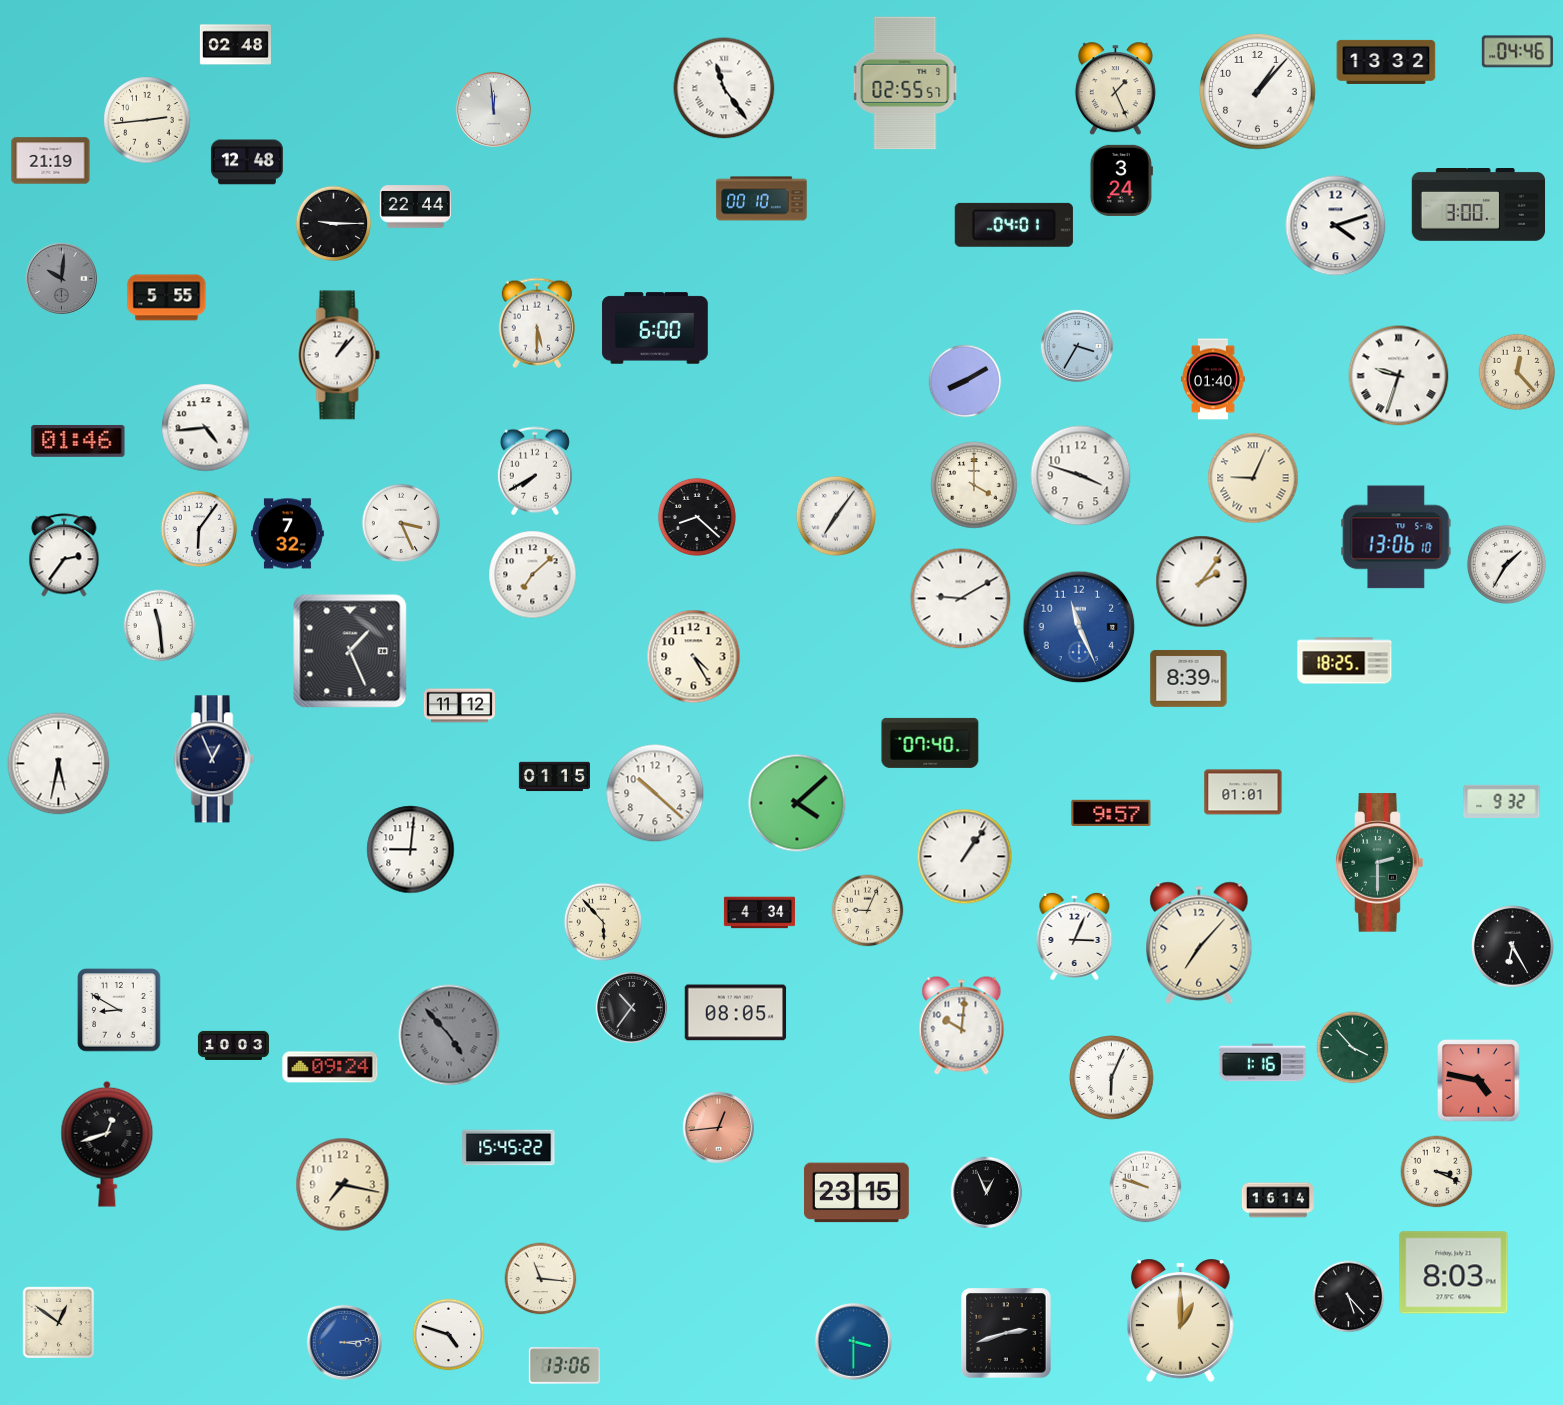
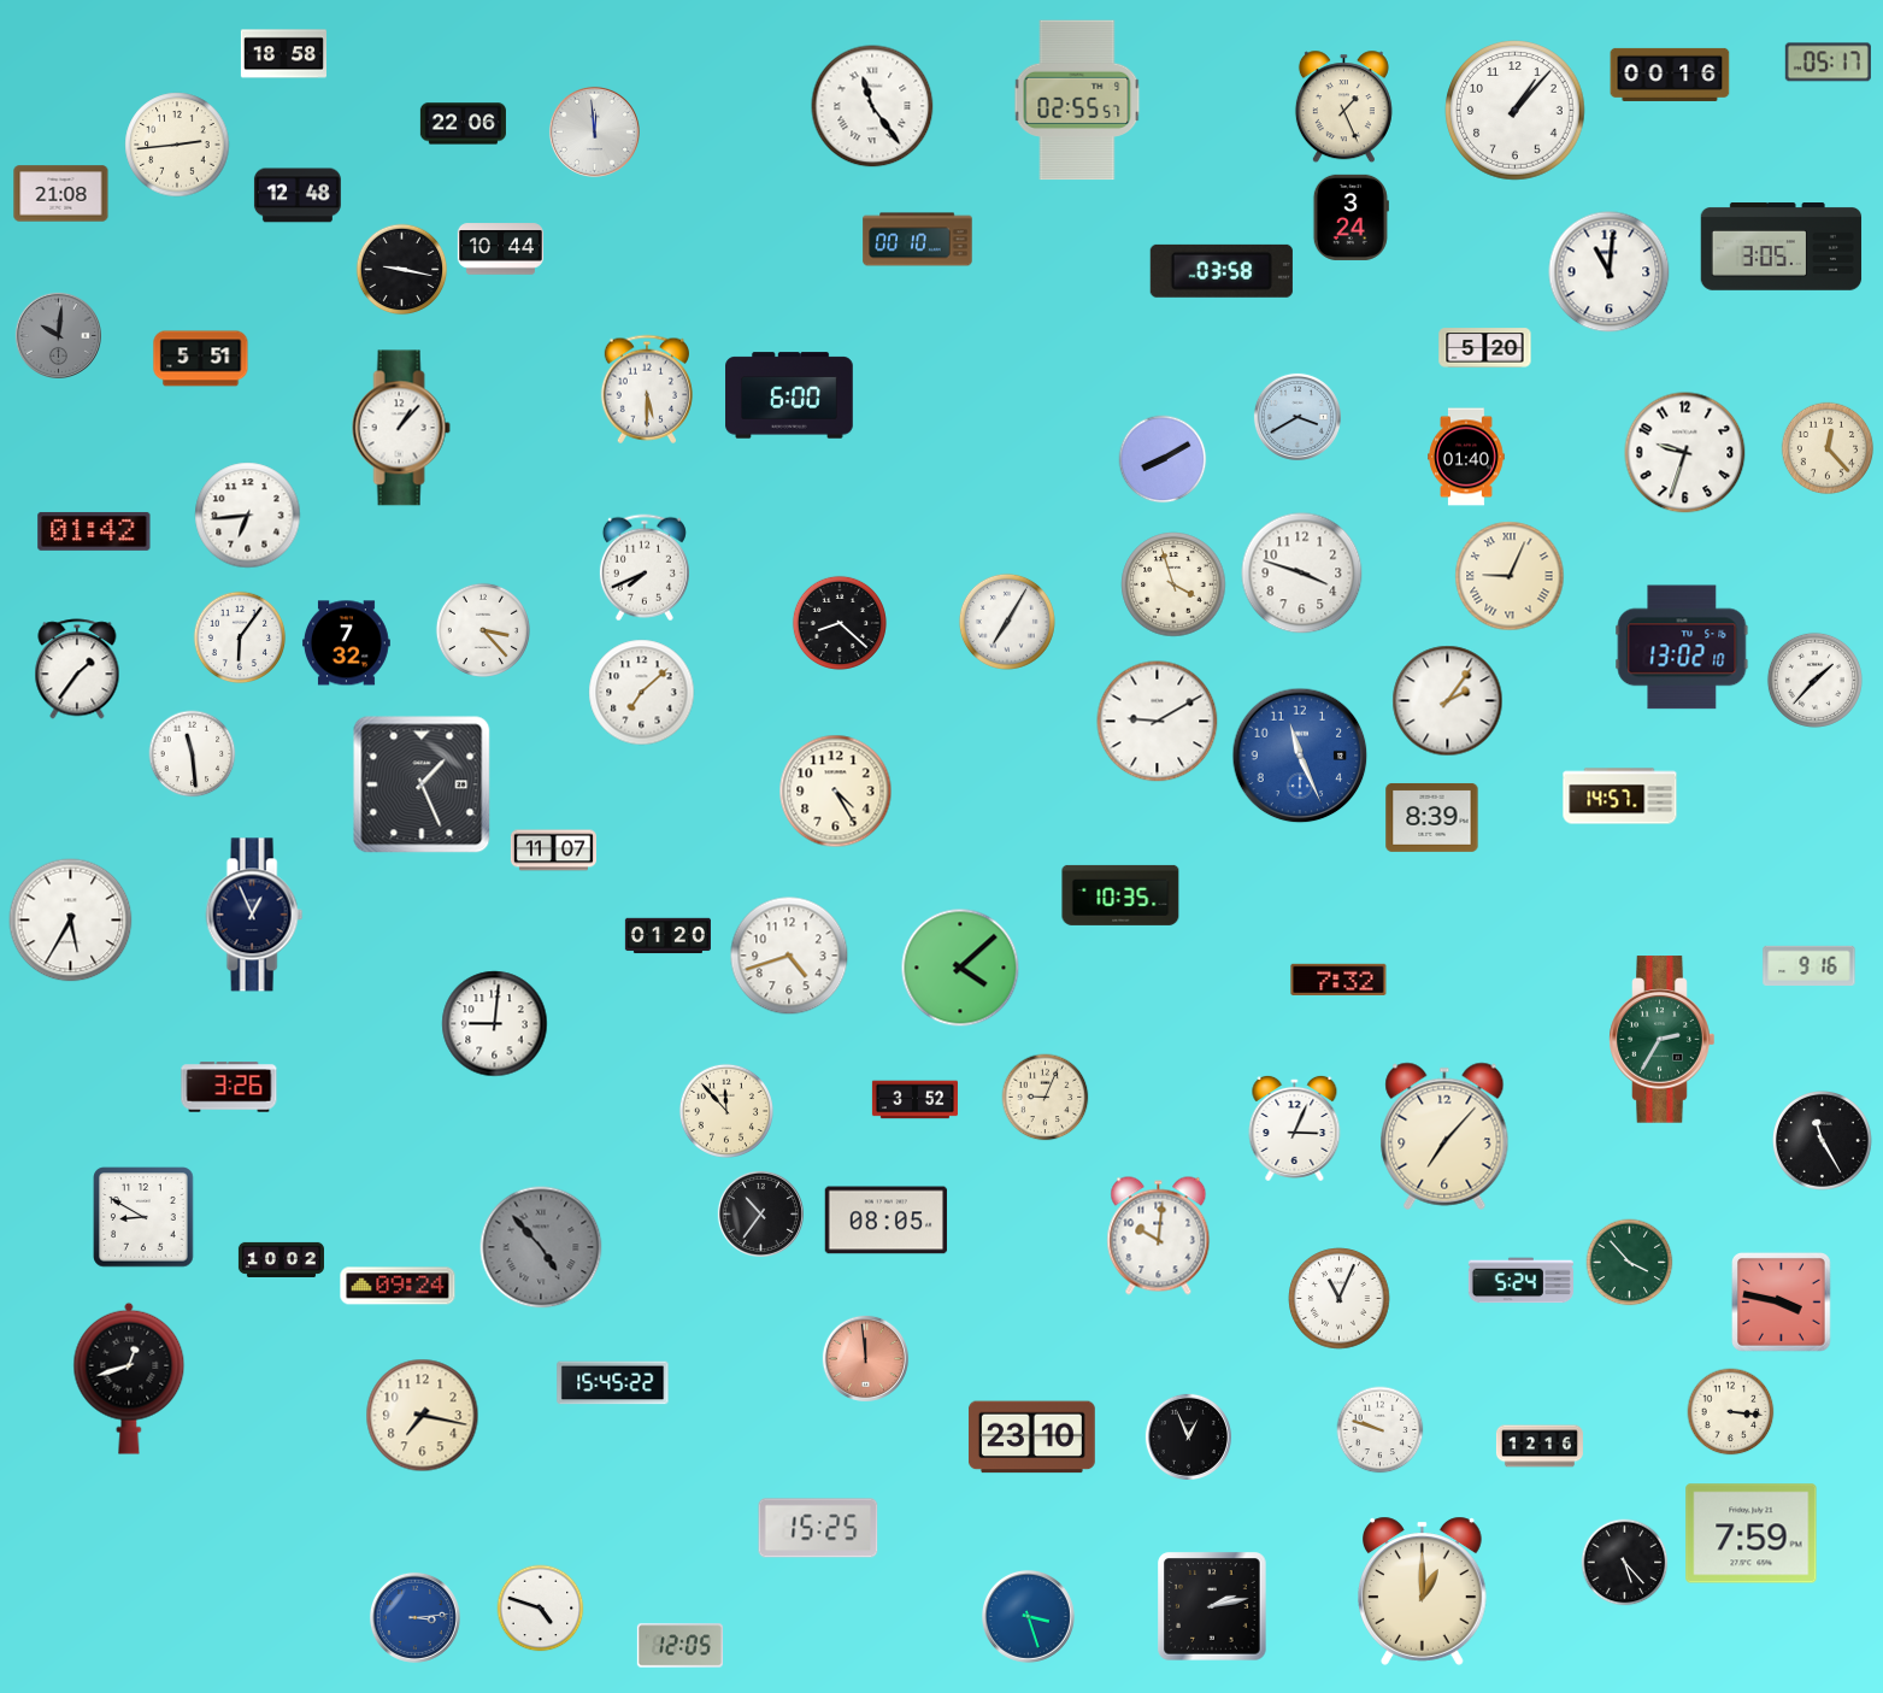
clock at (235, 45): 02:48 -> 18:58
clock at (1517, 52): 04:46 -> 05:17
clock at (1386, 62): 13:32 -> 00:16
clock at (905, 83) position: (905, 83) -> (1077, 100)
clock at (463, 124): none -> 22:06
clock at (51, 161): 21:19 -> 21:08
clock at (1479, 205): 3:00 -> 3:05
clock at (415, 207): 22:44 -> 10:44
clock at (334, 224): 9:15 -> 9:17
clock at (1014, 225): 04:01 -> 03:58
clock at (1336, 226): 4:12 -> 11:01
clock at (61, 278) position: (61, 278) -> (58, 335)
clock at (1485, 348): none -> 5:20
clock at (167, 298): 5:55 -> 5:51
clock at (1077, 346): 3:35 -> 3:40
clock at (339, 355) position: (339, 355) -> (401, 428)
clock at (1399, 376) numerals: Roman -> Arabic
clock at (1213, 379) position: (1213, 379) -> (1466, 457)
clock at (206, 428): 4:44 -> 6:44
clock at (78, 441): 01:46 -> 01:42
clock at (535, 471): 7:40 -> 7:41
clock at (974, 485): 4:00 -> 3:57
clock at (836, 516): 7:06 -> 7:05
clock at (401, 523): 3:26 -> 3:23
clock at (1396, 537): 13:06 -> 13:02
clock at (64, 555): 2:36 -> 1:36
clock at (1506, 564): 1:35 -> 1:37
clock at (1345, 661): 18:25 -> 14:57
clock at (459, 706): 11:12 -> 11:07
clock at (930, 743): 07:40 -> 10:35
clock at (214, 759) position: (214, 759) -> (254, 915)
clock at (59, 764): 5:32 -> 5:35
clock at (554, 777): 01:15 -> 01:20
clock at (1243, 792): 01:01 -> none
clock at (655, 793): 10:22 -> 4:42
clock at (1502, 801): 9:32 -> 9:16
clock at (1111, 813): 9:57 -> 7:32
clock at (965, 857): 1:06 -> none
clock at (1380, 863): 2:30 -> 2:35
clock at (229, 1087): none -> 3:26
clock at (759, 913): 4:34 -> 3:52
clock at (603, 922): 5:53 -> 11:53
clock at (1513, 947): 6:25 -> 11:25
clock at (233, 1045): 10:03 -> 10:02
clock at (1262, 1063): 1:16 -> 5:24
clock at (1112, 1078): 6:04 -> 11:04
clock at (1479, 1081): 4:47 -> 3:47
clock at (718, 1127): 12:44 -> 11:59
clock at (1437, 1172): 3:19 -> 3:16
clock at (343, 1185) position: (343, 1185) -> (423, 1416)
clock at (856, 1193): 23:15 -> 23:10
clock at (1278, 1200): 16:14 -> 12:16
clock at (818, 1528): none -> 15:25
clock at (1454, 1273): 8:03 -> 7:59
clock at (541, 1279): 11:16 -> none
clock at (58, 1322): 12:51 -> none
clock at (1006, 1333): 2:42 -> 2:13
clock at (853, 1341): 3:30 -> 3:27
clock at (564, 1366): 13:06 -> 12:05
